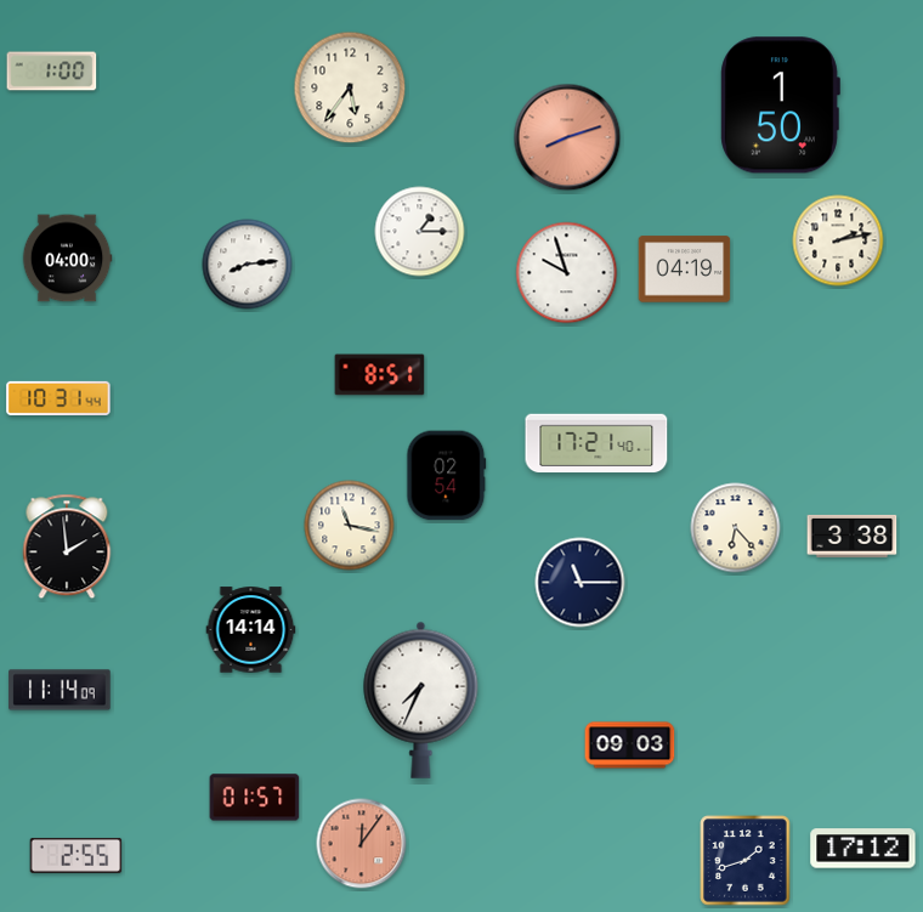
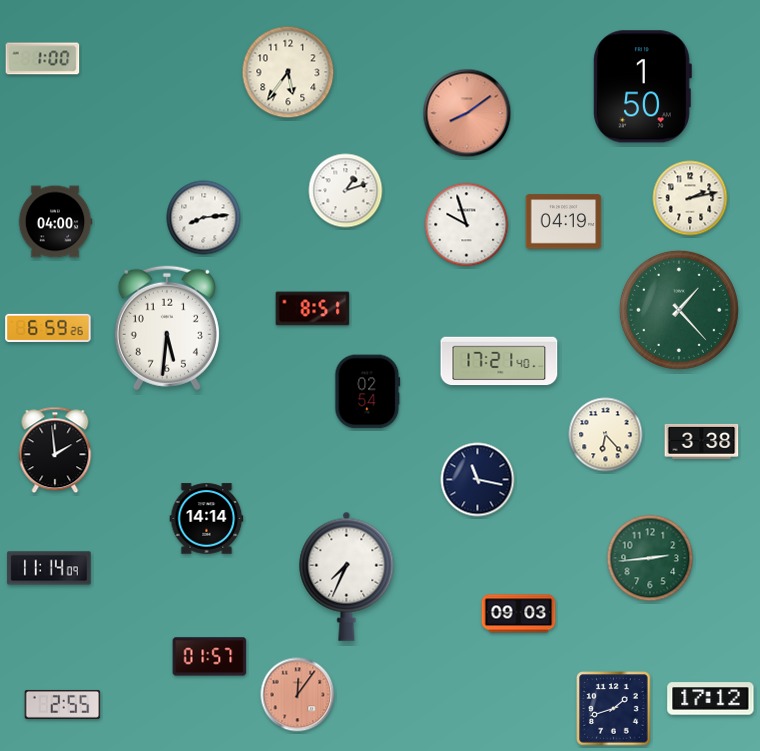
clock at (567, 137): 8:12 -> 8:09
clock at (420, 232): 1:15 -> 1:12
clock at (67, 259) position: (67, 259) -> (55, 222)
clock at (679, 310): none -> 1:23
clock at (58, 398): 10:31 -> 6:59
clock at (167, 328): none -> 5:31
clock at (596, 443) position: (596, 443) -> (499, 361)
clock at (350, 526): 11:17 -> none
clock at (581, 583): 11:15 -> 11:17
clock at (650, 558): none -> 2:44
